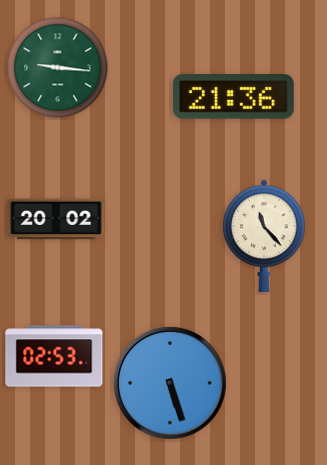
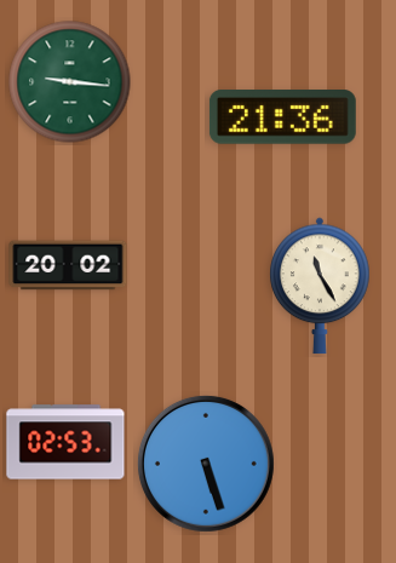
clock at (264, 236): 11:23 -> 11:25
clock at (54, 356) position: (54, 356) -> (65, 442)
